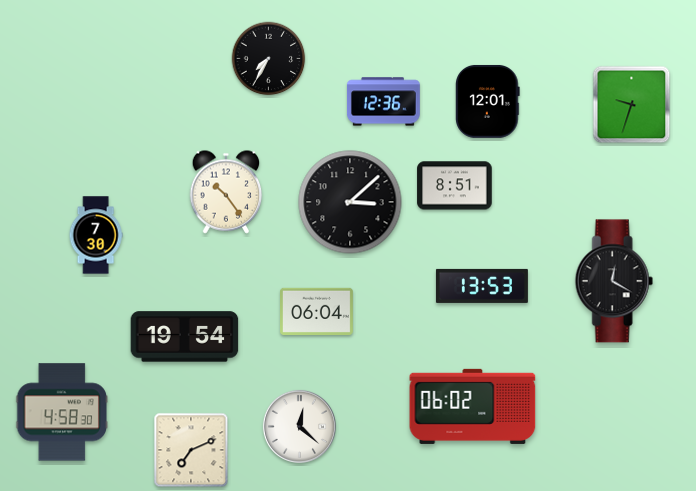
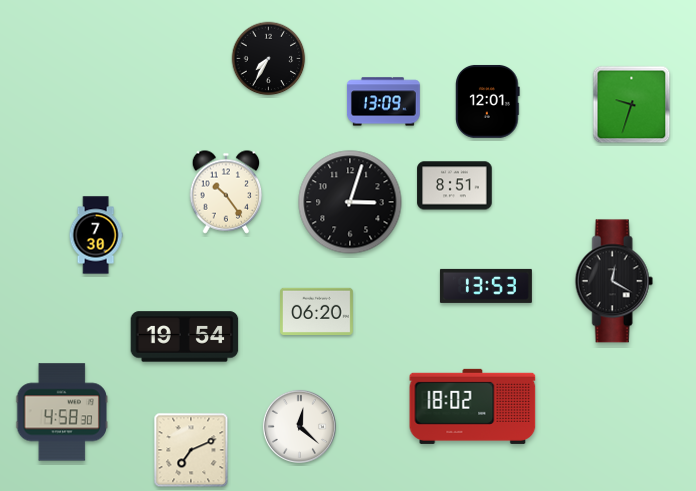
clock at (383, 102): 12:36 -> 13:09
clock at (350, 202): 3:08 -> 3:03
clock at (482, 286) position: (482, 286) -> (486, 286)
clock at (317, 311): 06:04 -> 06:20
clock at (473, 406): 06:02 -> 18:02
